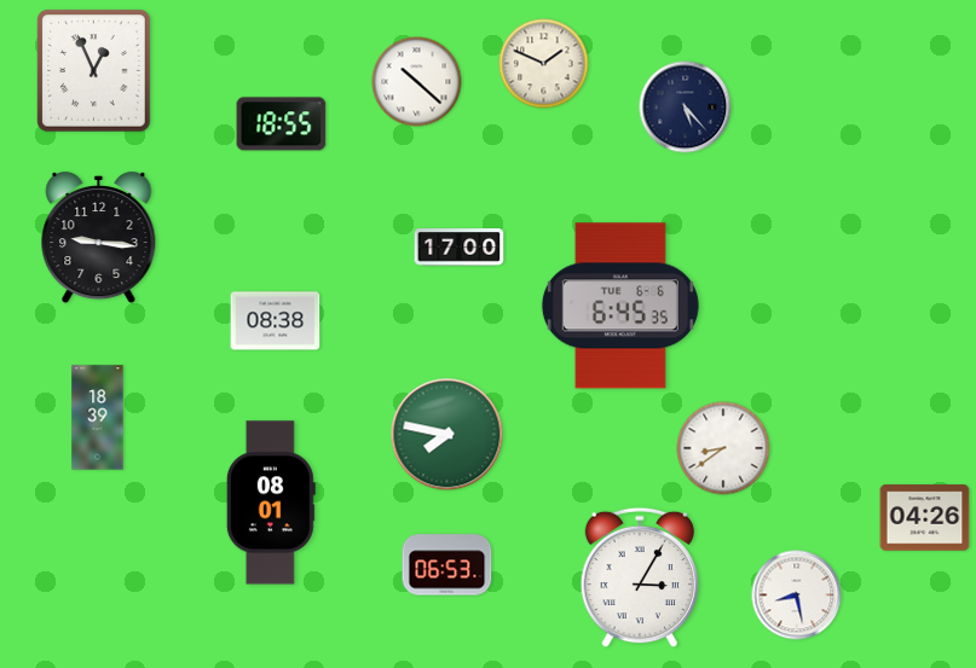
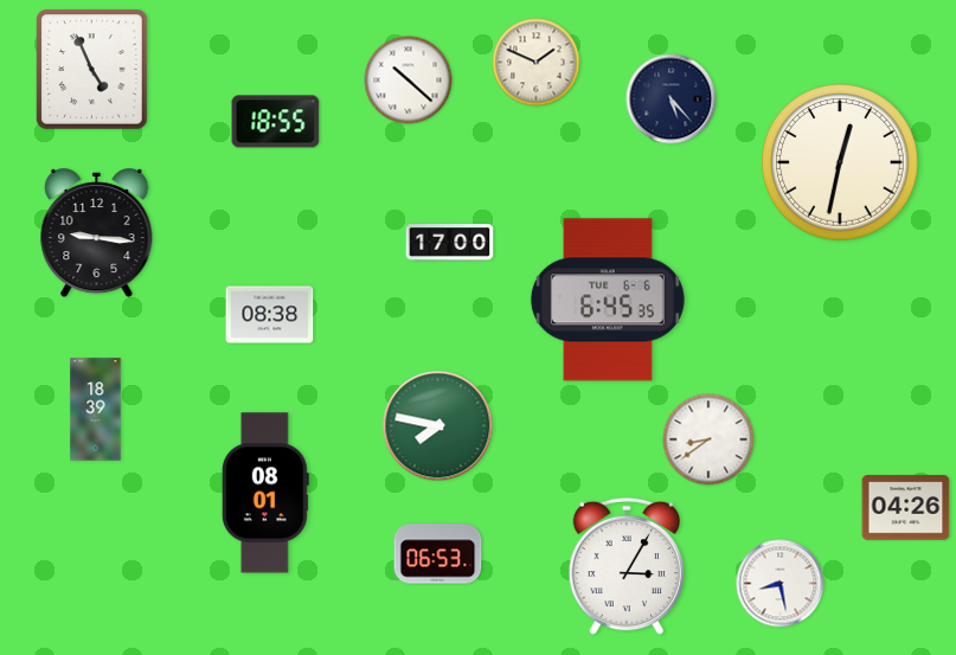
clock at (544, 64) position: (544, 64) -> (537, 63)
clock at (94, 71): 12:56 -> 4:56
clock at (686, 108) position: (686, 108) -> (672, 99)
clock at (841, 163): none -> 12:32
